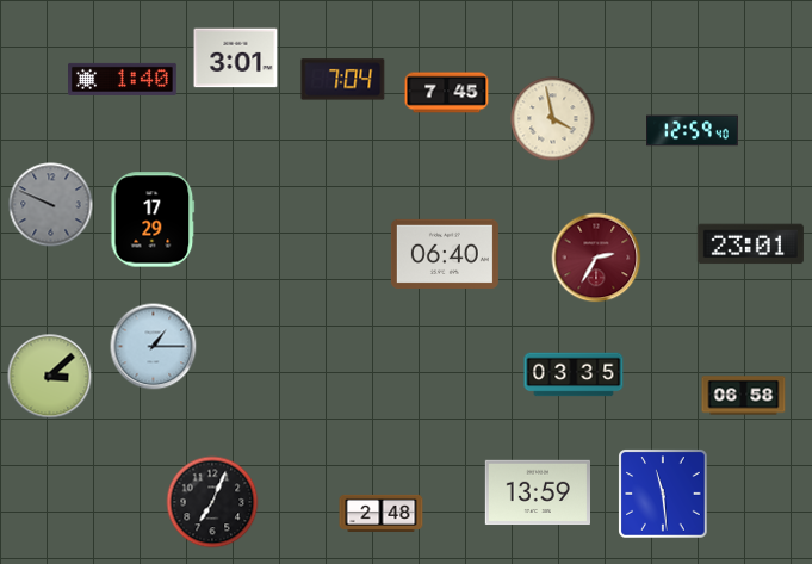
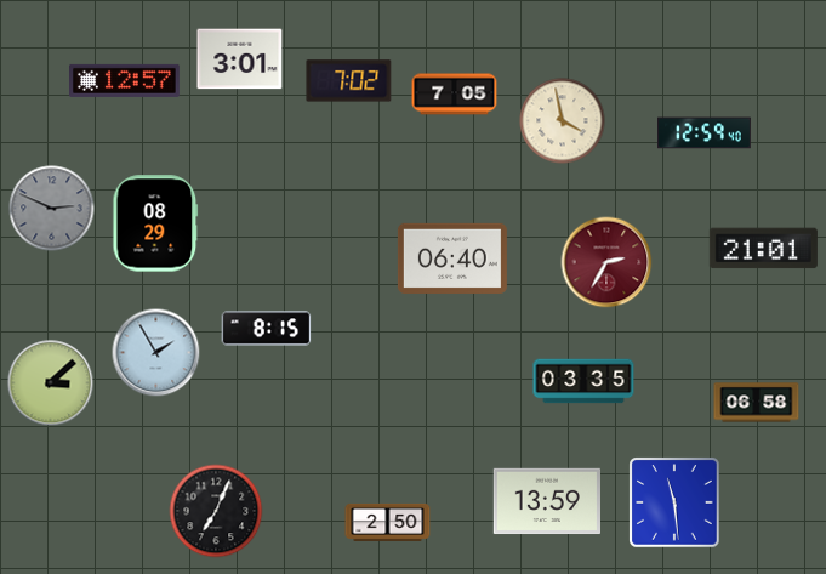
clock at (123, 79): 1:40 -> 12:57
clock at (343, 80): 7:04 -> 7:02
clock at (447, 93): 7:45 -> 7:05
clock at (51, 205): 9:49 -> 2:49
clock at (153, 219): 17:29 -> 08:29
clock at (750, 244): 23:01 -> 21:01
clock at (267, 329): none -> 8:15
clock at (154, 347): 1:15 -> 1:55
clock at (382, 513): 2:48 -> 2:50
